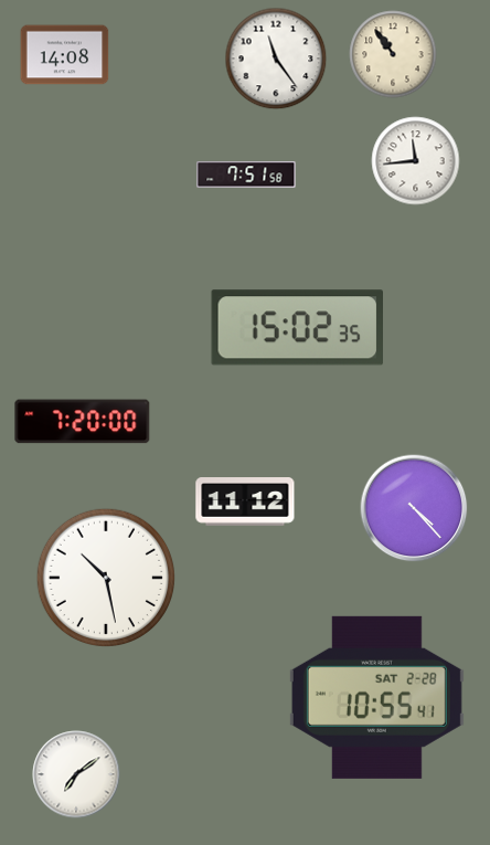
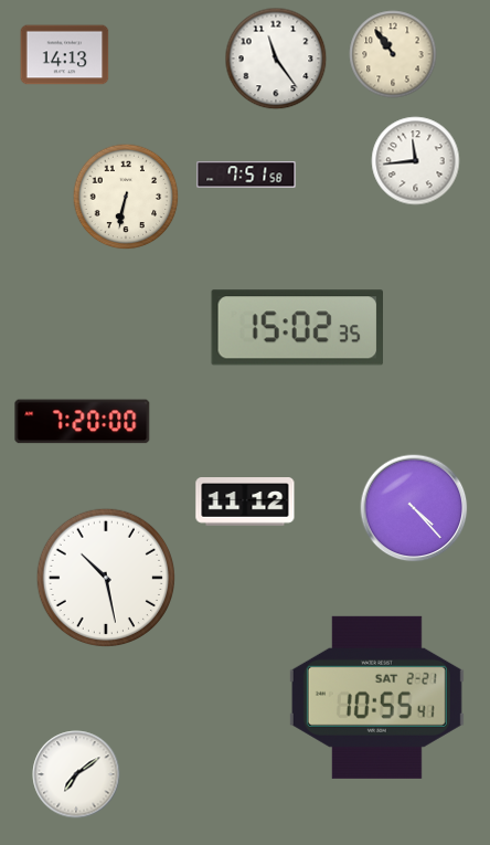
clock at (65, 55): 14:08 -> 14:13
clock at (126, 197): none -> 6:32
clock at (376, 697) date: SAT 2-28 -> SAT 2-21
